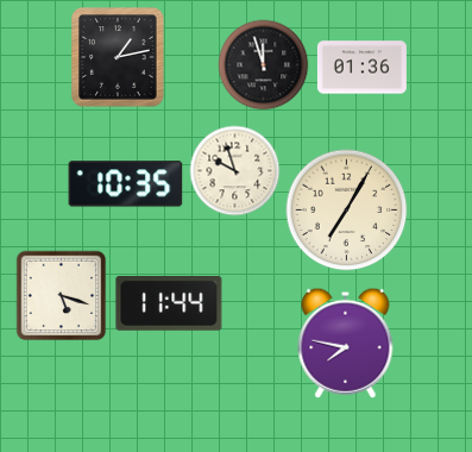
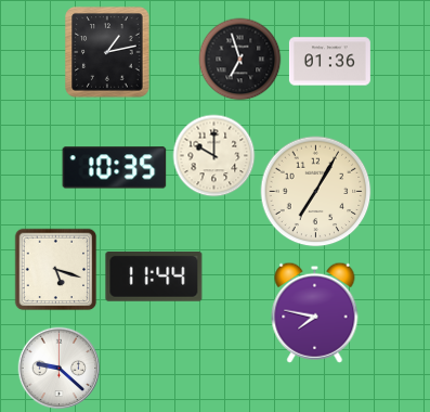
clock at (264, 65): 11:57 -> 6:57
clock at (235, 171): 9:57 -> 10:00
clock at (60, 369): none -> 9:22
